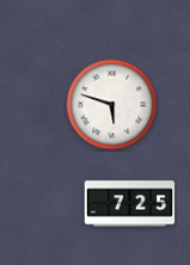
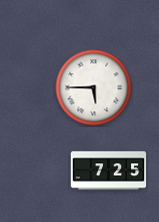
clock at (112, 105): 5:48 -> 5:45
